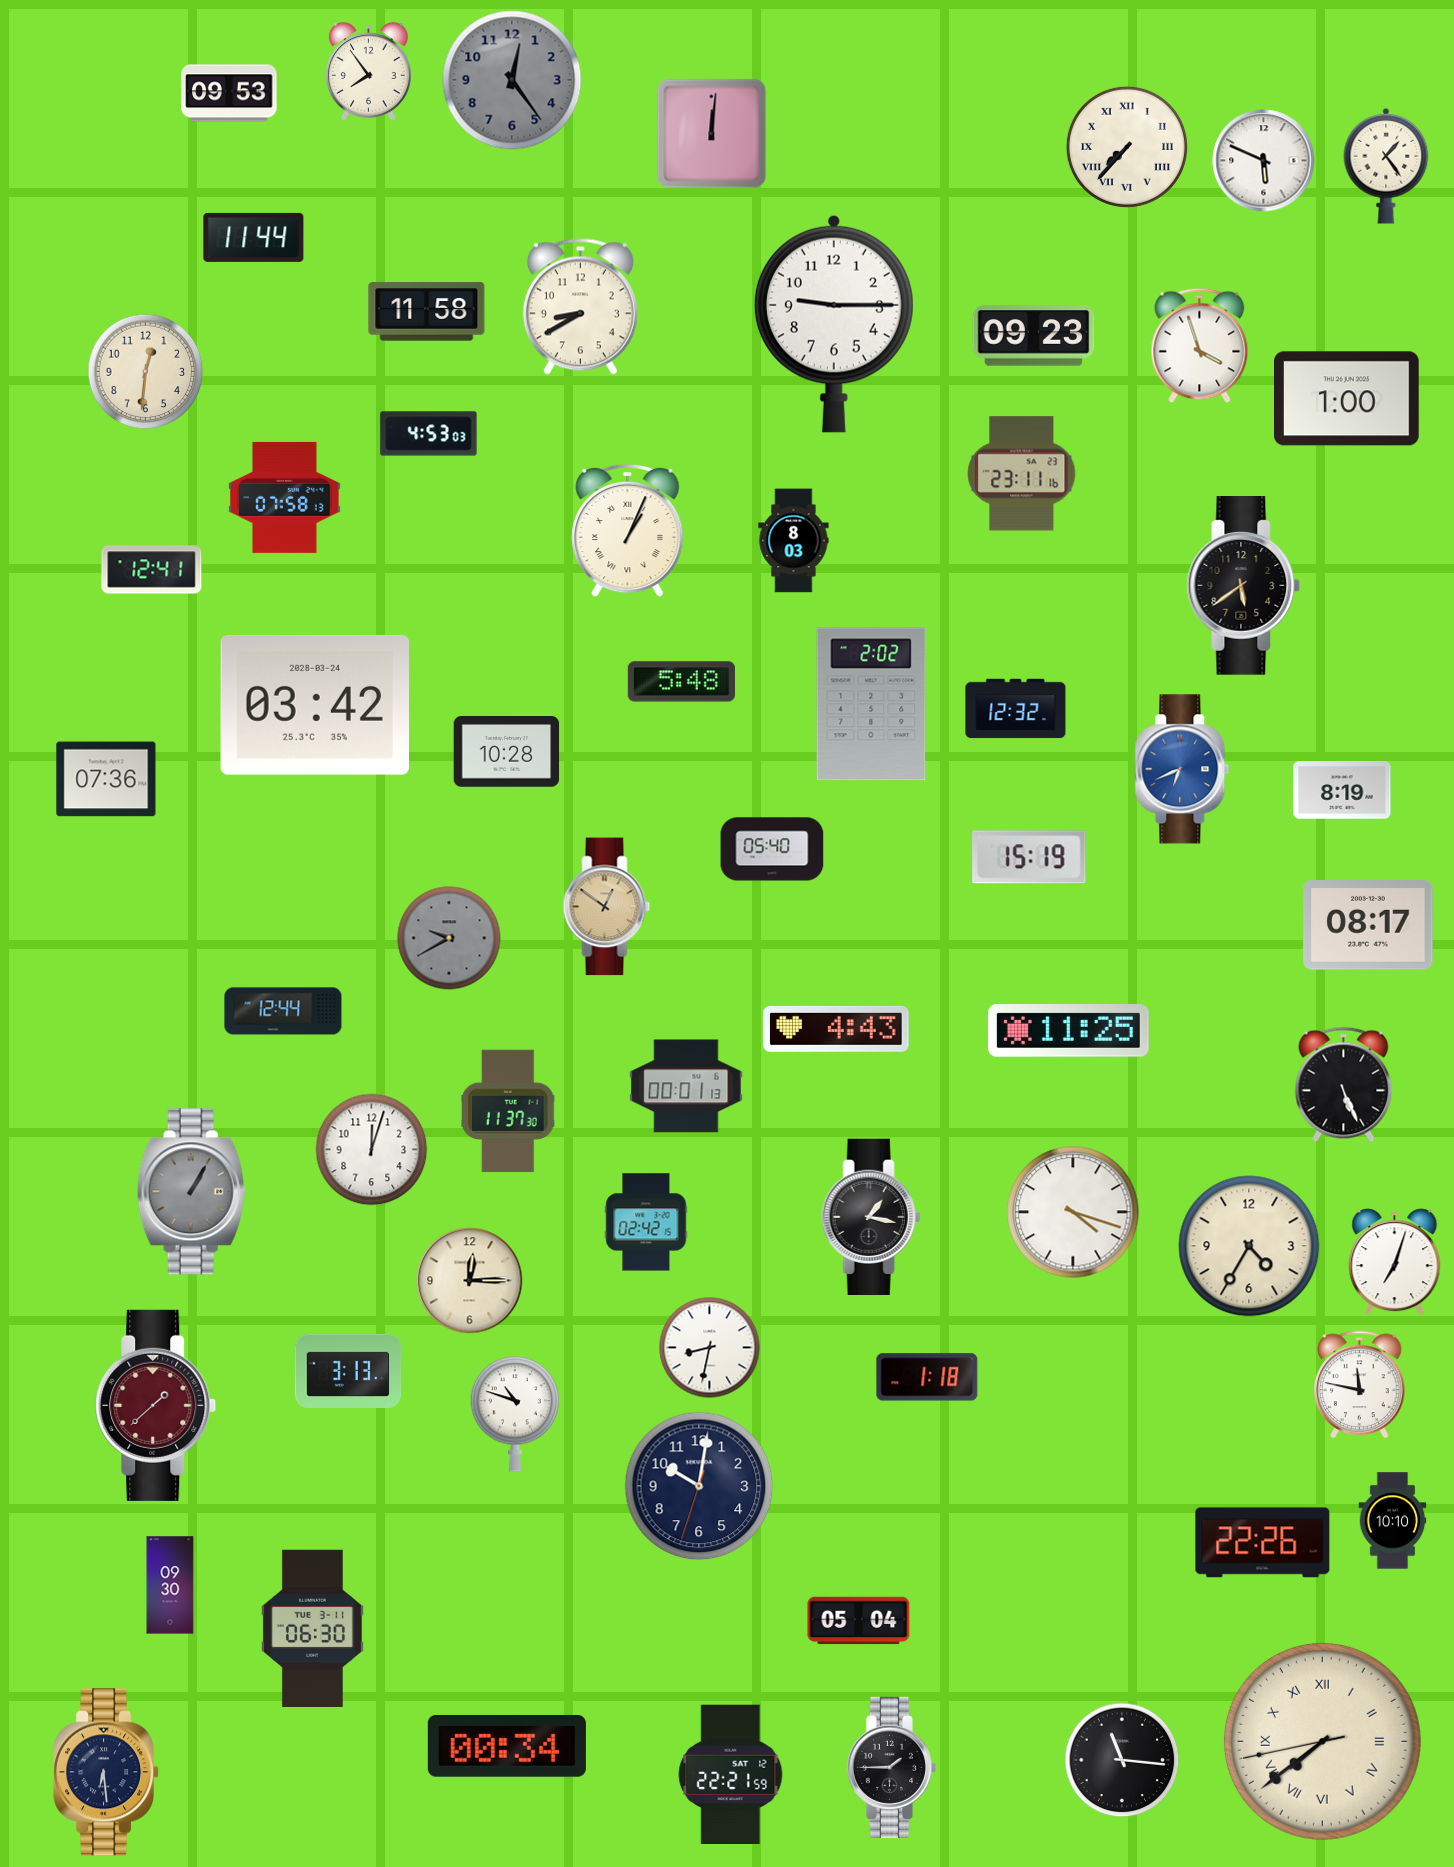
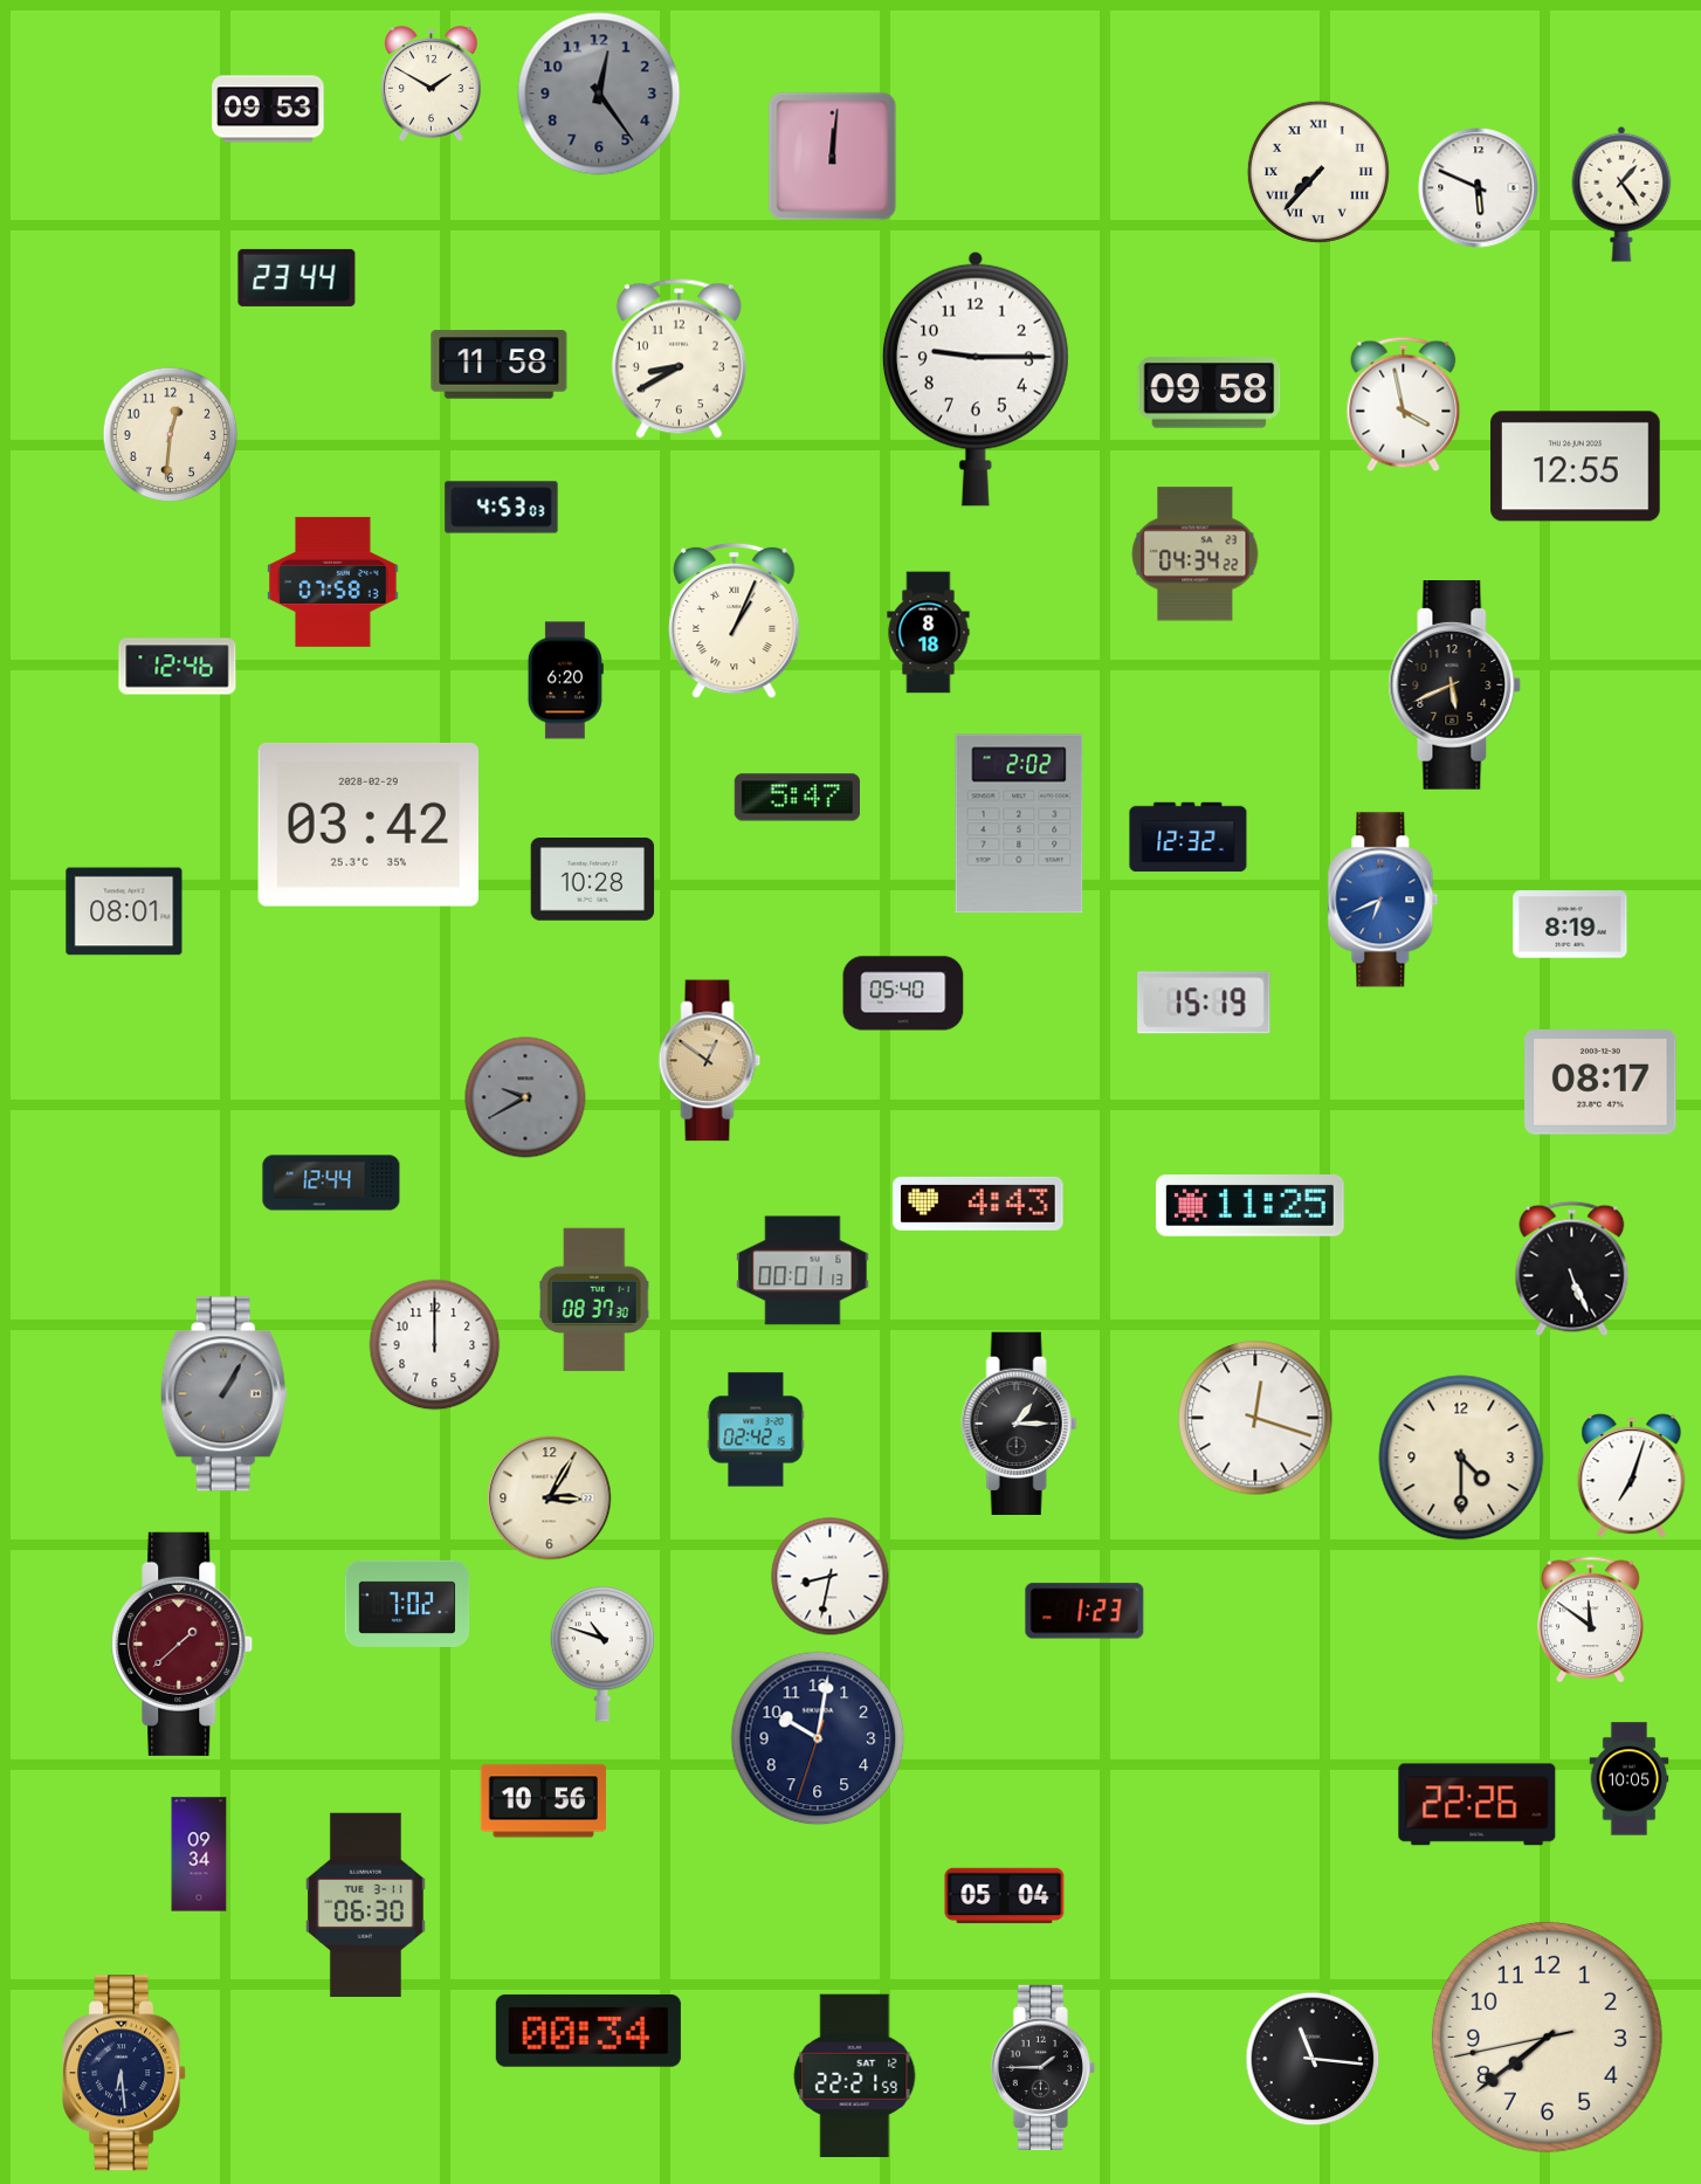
clock at (369, 72): 7:54 -> 1:50
clock at (254, 237): 11:44 -> 23:44
clock at (1034, 336): 09:23 -> 09:58
clock at (1200, 346): 3:57 -> 3:58
clock at (1347, 399): 1:00 -> 12:55
clock at (1022, 474): 23:11 -> 04:34
clock at (794, 541): 8:03 -> 8:18
clock at (152, 570): 12:41 -> 12:46
clock at (565, 681): none -> 6:20
clock at (1244, 586): 5:39 -> 5:41
clock at (681, 682): 5:48 -> 5:47
clock at (314, 705) date: 2028-03-24 -> 2028-02-29
clock at (1016, 709) position: (1016, 709) -> (1189, 838)
clock at (106, 779): 07:36 -> 08:01
clock at (509, 1111): 11:37 -> 08:37
clock at (372, 1150): 12:03 -> 12:00
clock at (1073, 1212): 4:18 -> 12:18
clock at (871, 1216): 1:17 -> 1:15
clock at (1249, 1246): 4:35 -> 4:30
clock at (470, 1281): 12:15 -> 3:05
clock at (348, 1371): 3:13 -> 7:02
clock at (927, 1377): 1:18 -> 1:23
clock at (1360, 1384): 11:47 -> 11:51
clock at (1393, 1521): 10:10 -> 10:05
clock at (543, 1801): none -> 10:56
clock at (170, 1585): 09:30 -> 09:34
clock at (1322, 1741) numerals: Roman -> Arabic
clock at (507, 1746) position: (507, 1746) -> (588, 2031)
